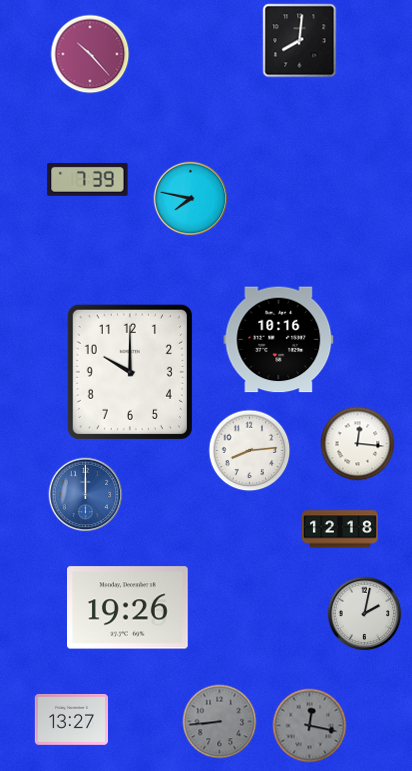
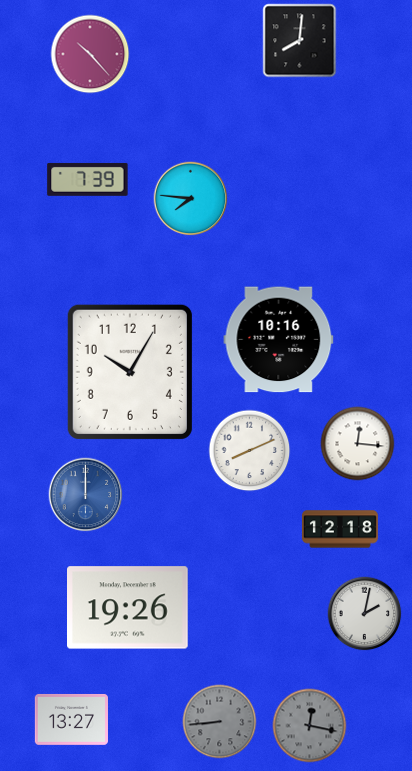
clock at (191, 199): 7:47 -> 7:46
clock at (130, 372): 10:00 -> 10:05
clock at (250, 451): 8:14 -> 8:11
